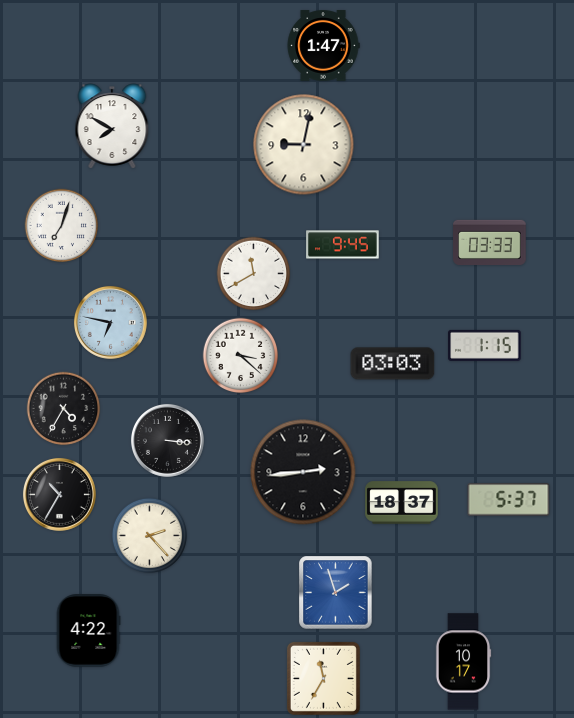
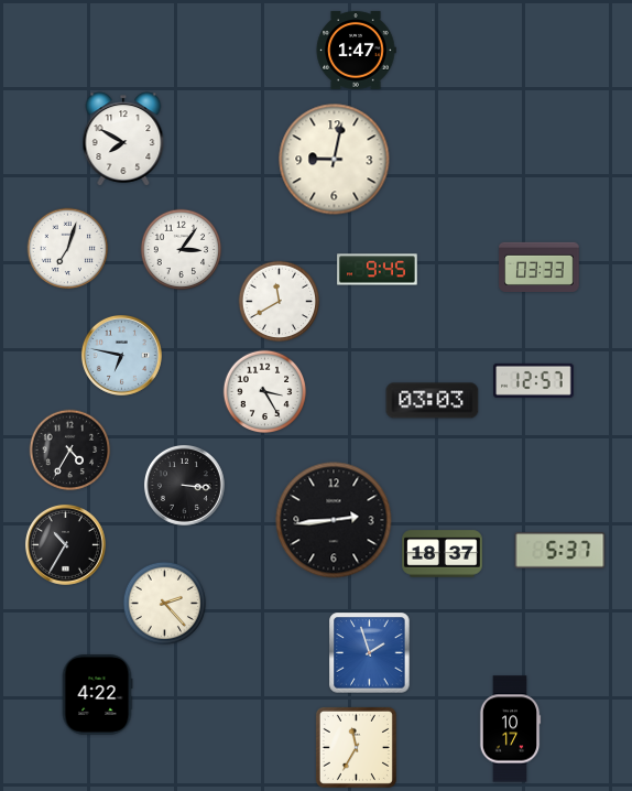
clock at (182, 250): none -> 3:06
clock at (485, 345): 1:15 -> 12:57
clock at (241, 356): 3:22 -> 3:25
clock at (150, 536) position: (150, 536) -> (165, 604)
